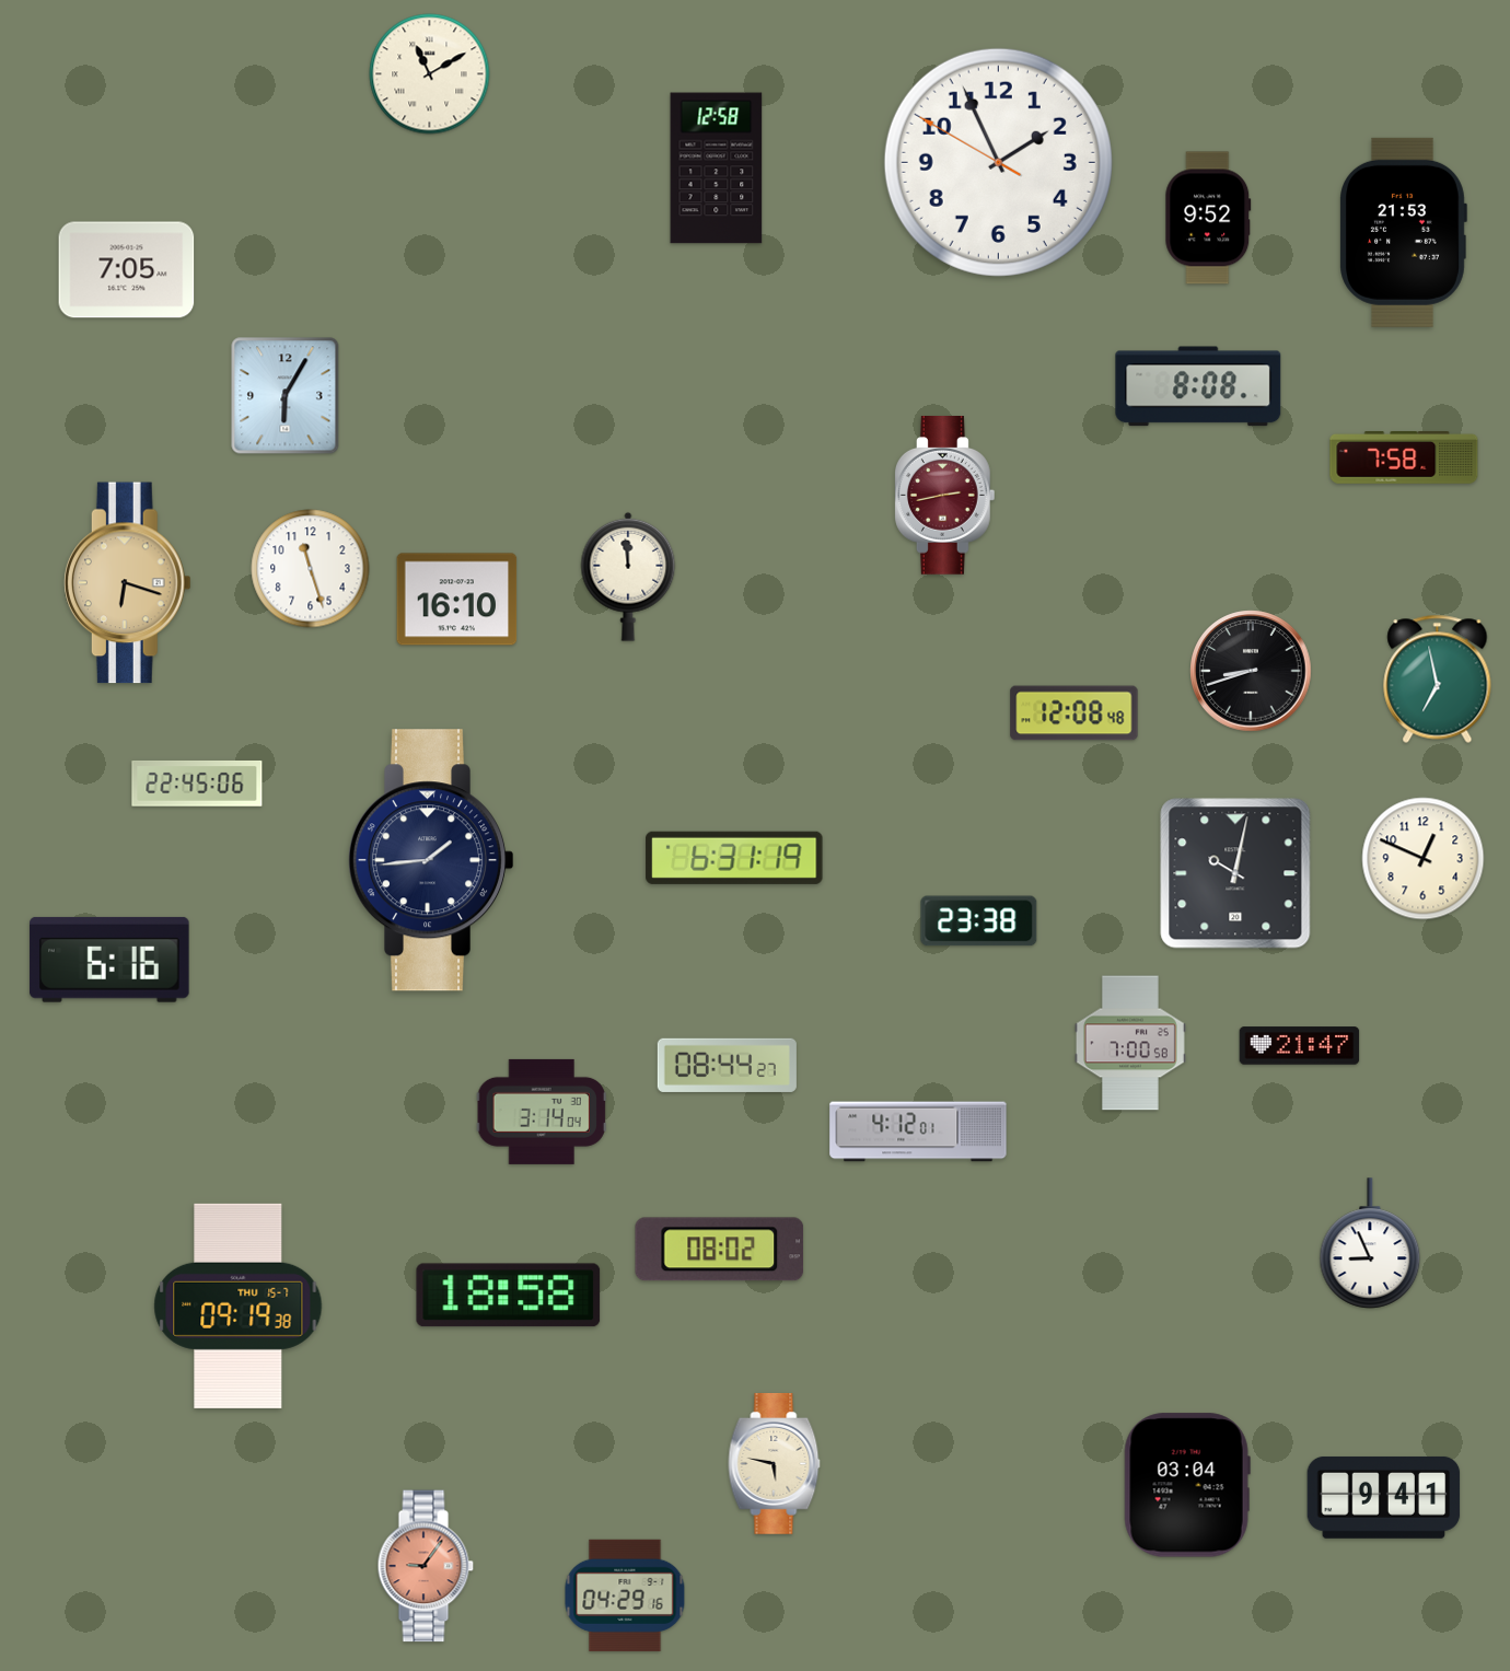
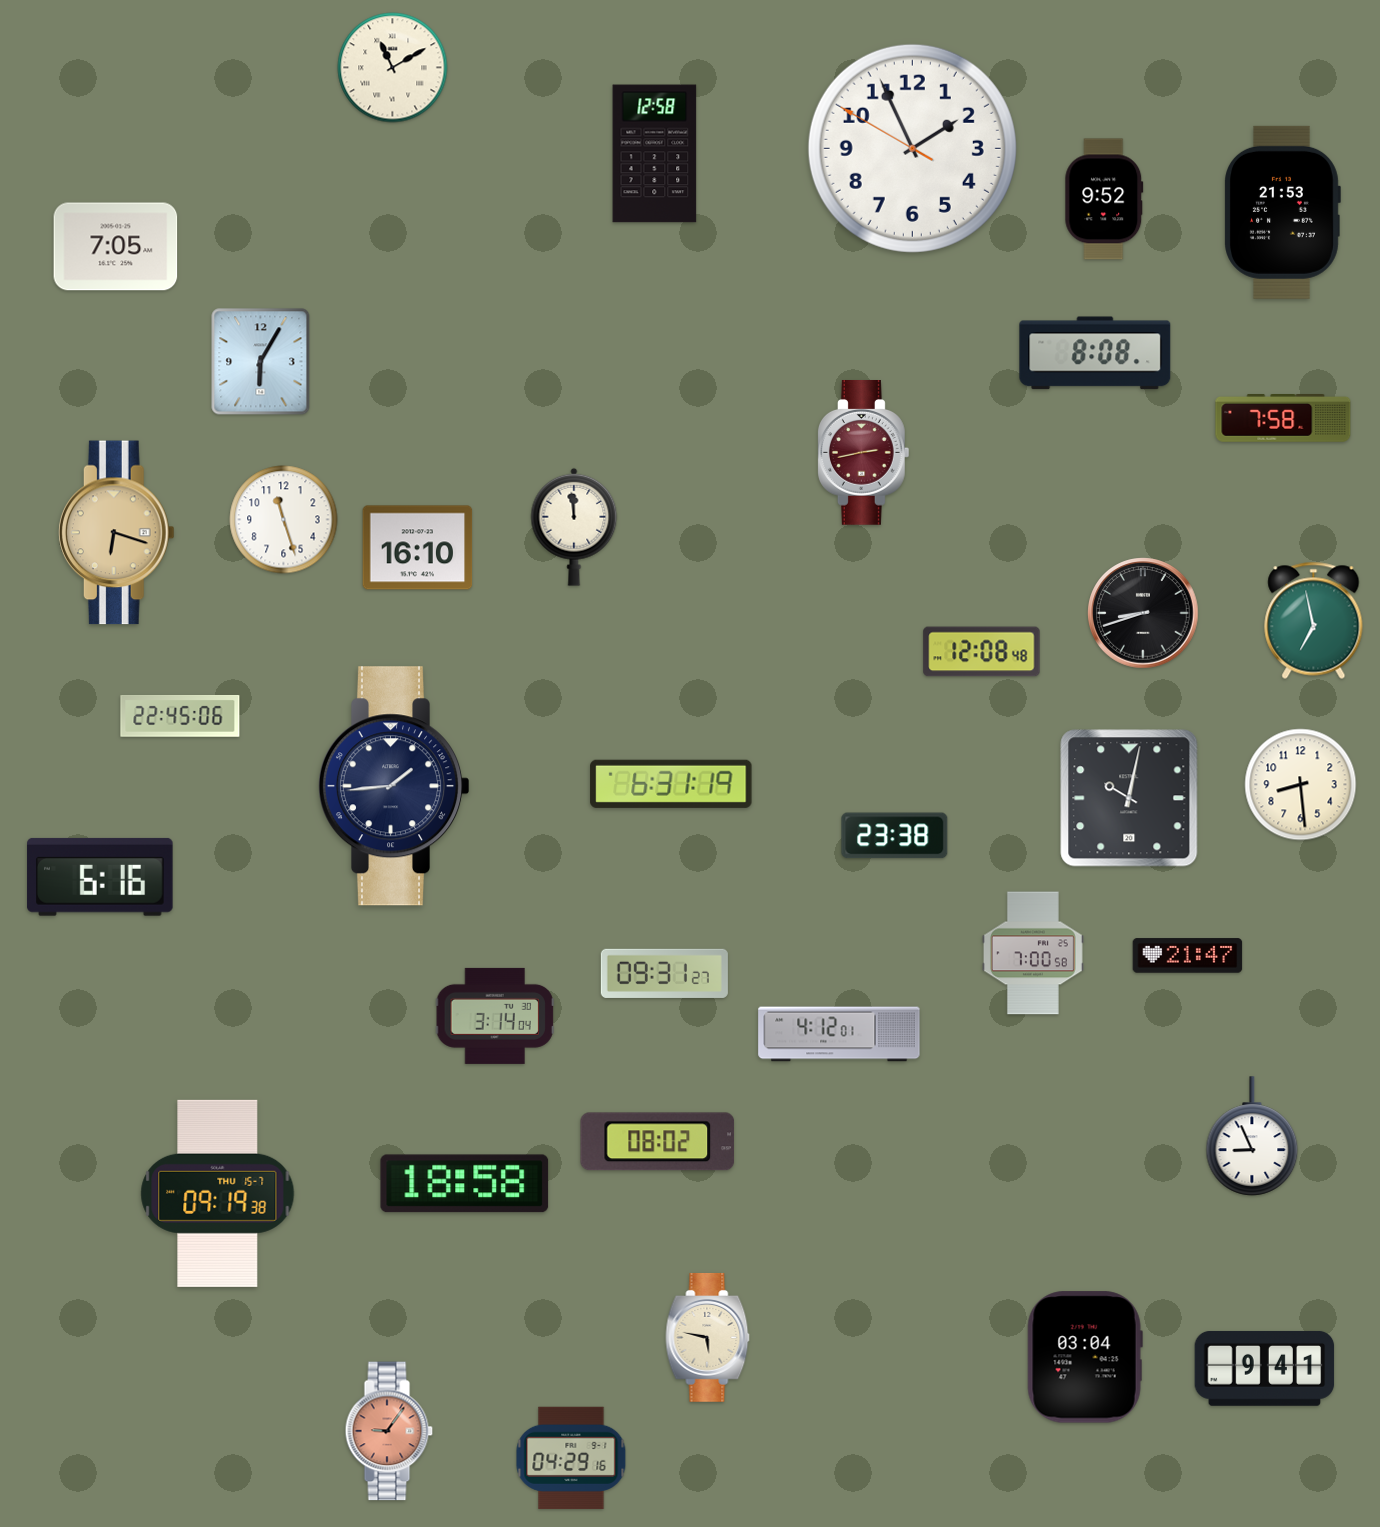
clock at (1424, 859): 12:49 -> 8:29
clock at (979, 921) position: (979, 921) -> (895, 836)
clock at (727, 1065): 08:44 -> 09:31
